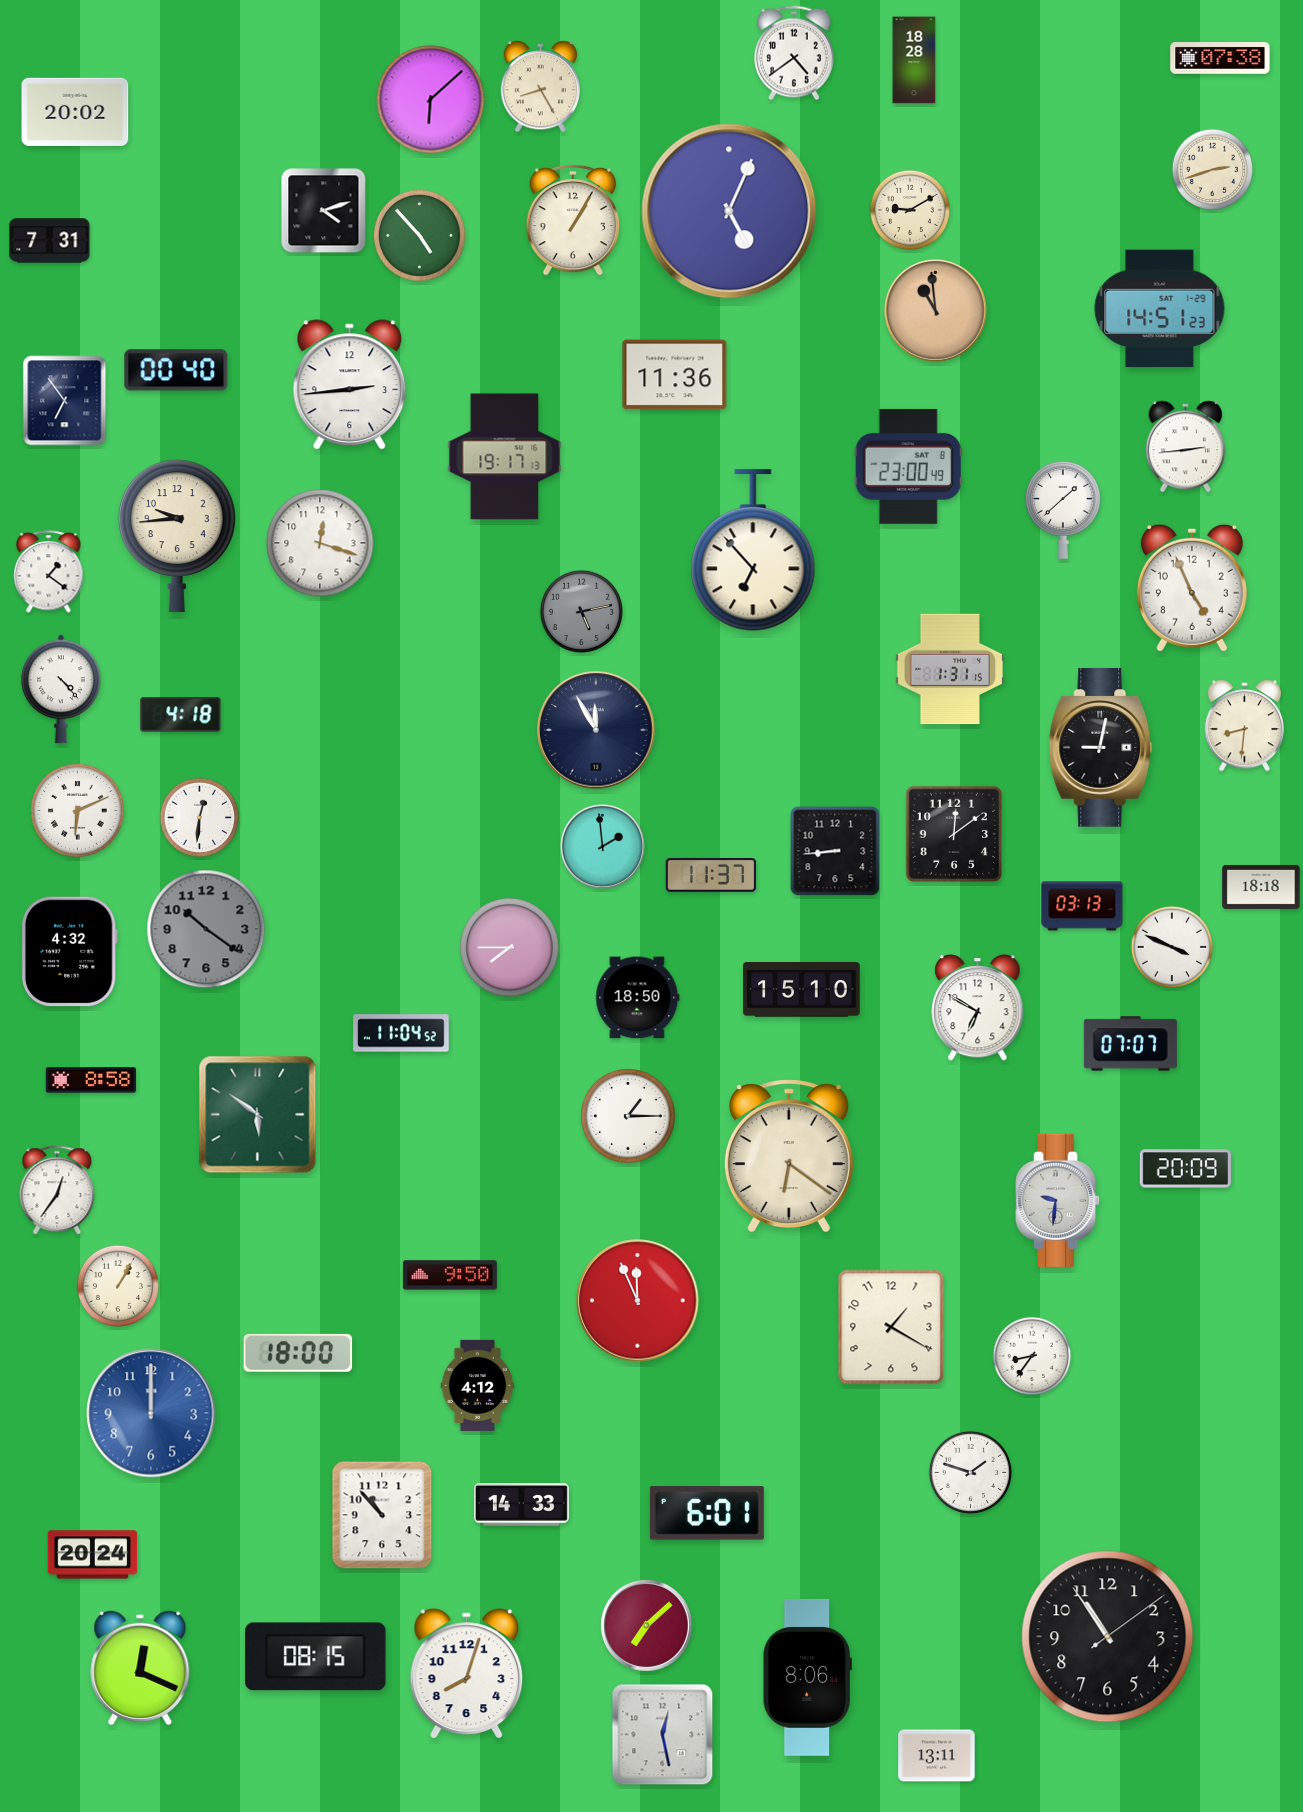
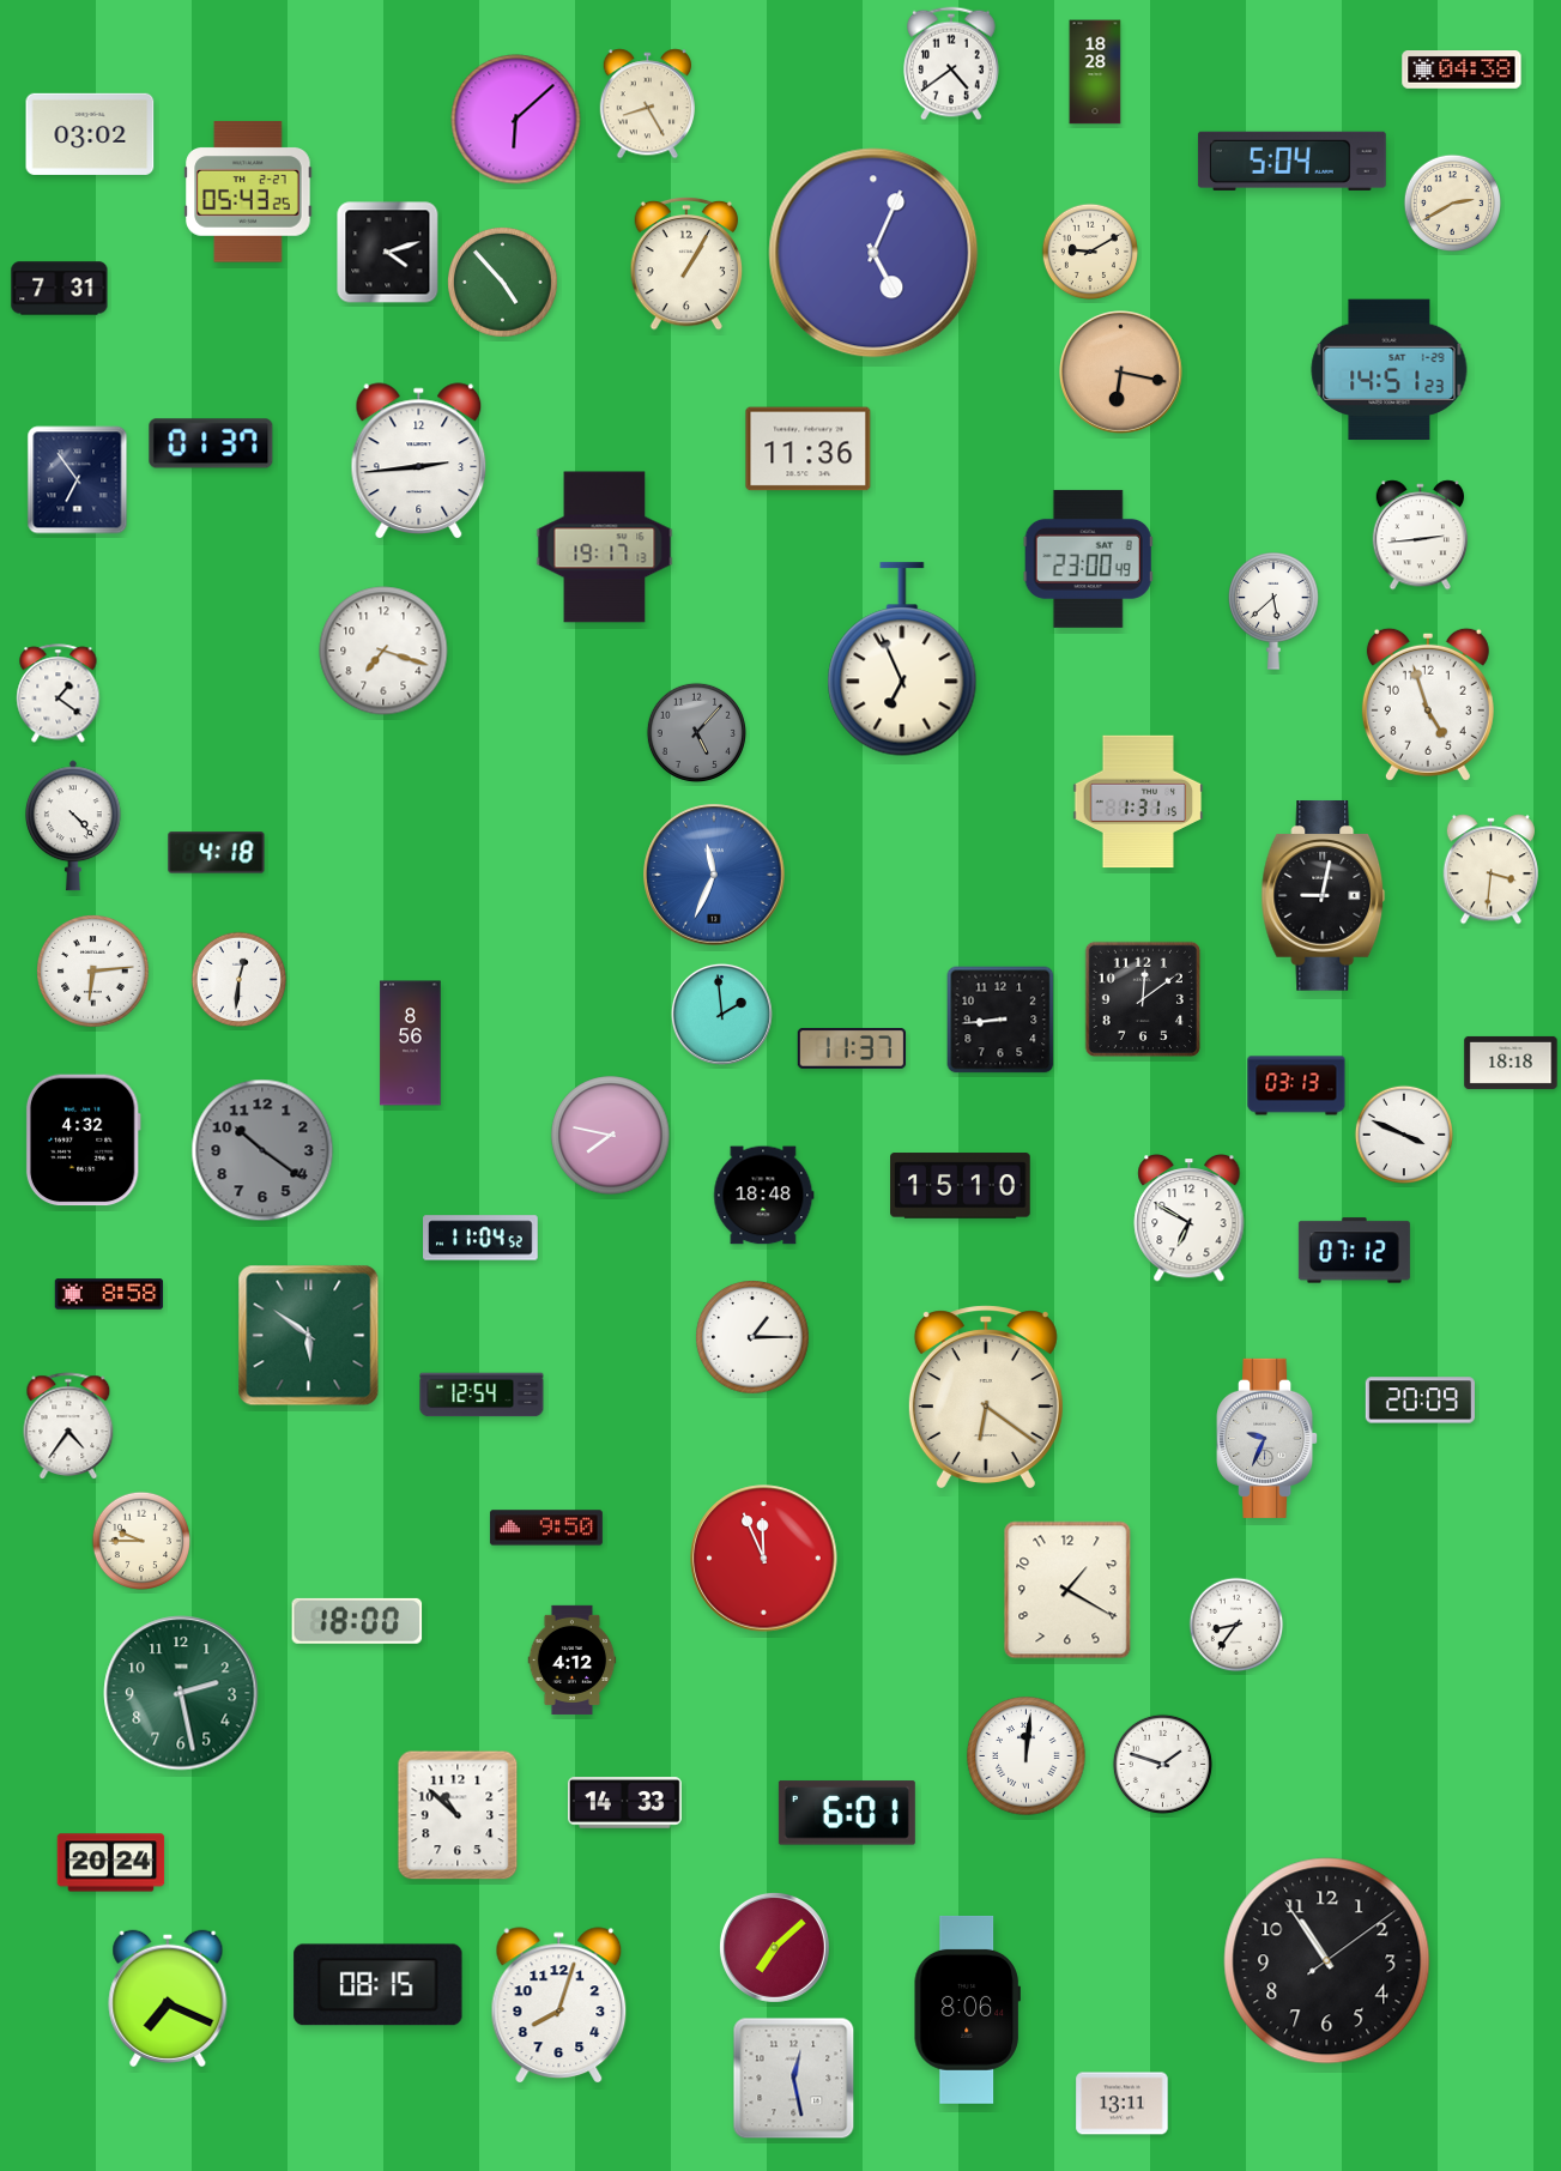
clock at (1220, 58): 07:38 -> 04:38
clock at (75, 112): 20:02 -> 03:02
clock at (1291, 161): none -> 5:04
clock at (248, 192): none -> 05:43
clock at (1213, 170): 2:42 -> 2:40
clock at (936, 311): 10:59 -> 6:17
clock at (176, 370): 00:40 -> 01:37
clock at (1063, 510): 1:38 -> 5:38
clock at (177, 536): 9:44 -> none
clock at (320, 543): 12:18 -> 7:18
clock at (753, 550): 6:53 -> 6:56
clock at (49, 572) position: (49, 572) -> (59, 694)
clock at (1192, 588): 4:56 -> 4:57
clock at (581, 611): 5:13 -> 5:07
clock at (181, 715) position: (181, 715) -> (217, 853)
clock at (1244, 726): 8:31 -> 3:31
clock at (596, 730): 11:55 -> 11:34
clock at (596, 730) dial: navy -> blue
clock at (1101, 748) position: (1101, 748) -> (1324, 896)
clock at (78, 811): 6:11 -> 6:14
clock at (411, 1044): none -> 8:56
clock at (206, 929) position: (206, 929) -> (262, 1150)
clock at (510, 948): 7:45 -> 7:47
clock at (638, 998): 18:50 -> 18:48
clock at (978, 1008) position: (978, 1008) -> (1190, 1218)
clock at (1130, 1044): 07:07 -> 07:12
clock at (789, 1156) position: (789, 1156) -> (986, 1397)
clock at (482, 1395): none -> 12:54
clock at (57, 1191): 12:36 -> 4:36
clock at (1058, 1200): 9:31 -> 9:34
clock at (450, 1275) position: (450, 1275) -> (546, 1528)
clock at (117, 1285): 1:05 -> 9:45
clock at (151, 1413): 12:00 -> 2:28
clock at (151, 1413) dial: blue -> green
clock at (1027, 1756): none -> 12:01
clock at (382, 1515): 10:53 -> 10:52
clock at (140, 1668): 12:19 -> 7:19
